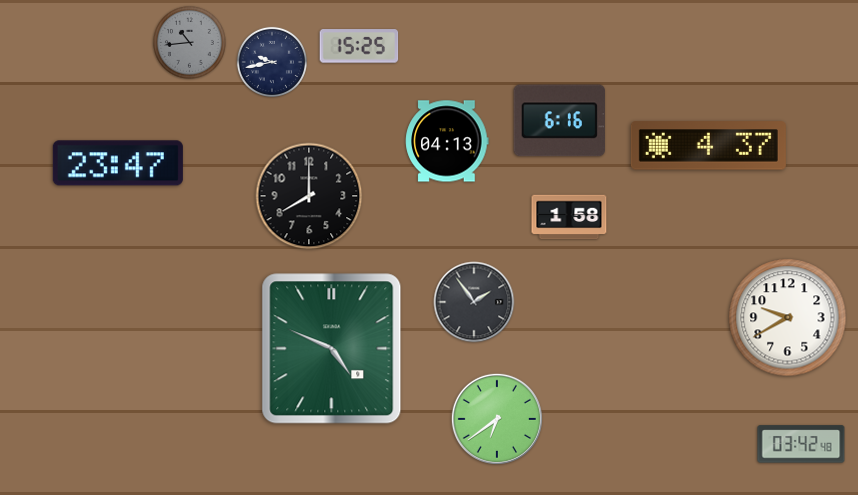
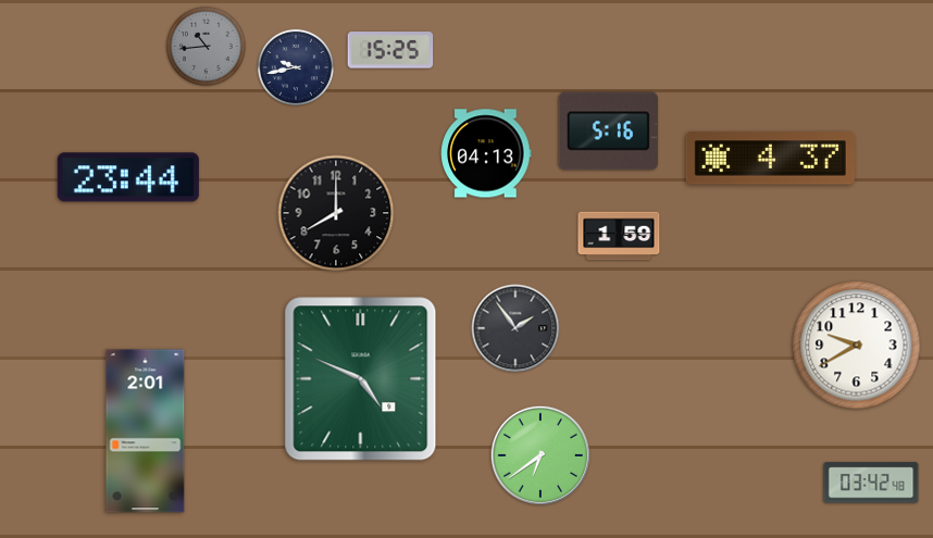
clock at (559, 121): 6:16 -> 5:16
clock at (118, 163): 23:47 -> 23:44
clock at (569, 217): 1:58 -> 1:59
clock at (146, 431): none -> 2:01
